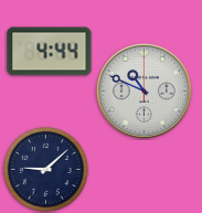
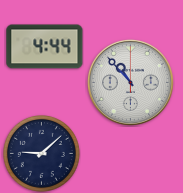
clock at (143, 90): 10:49 -> 10:53
